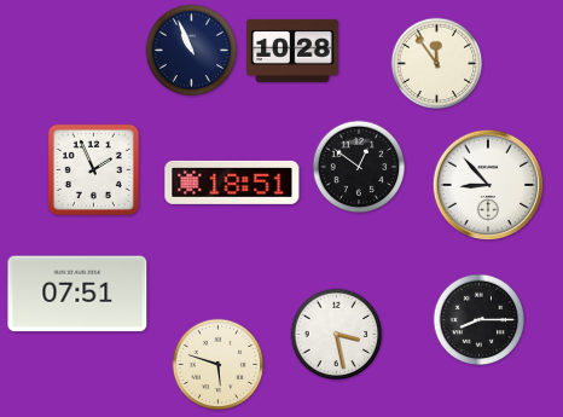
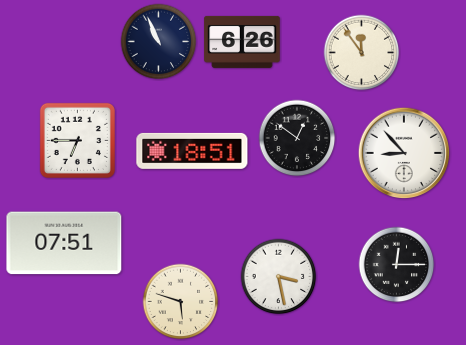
clock at (292, 51): 10:28 -> 6:26
clock at (93, 169): 1:56 -> 6:45
clock at (480, 320): 8:15 -> 12:15
